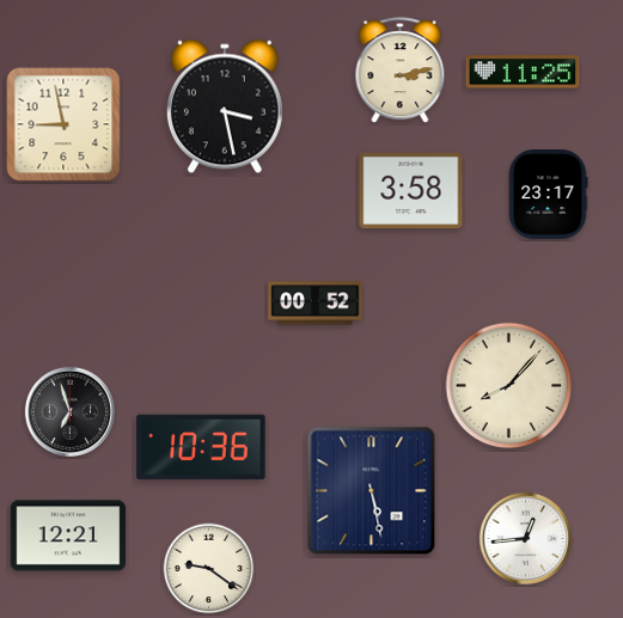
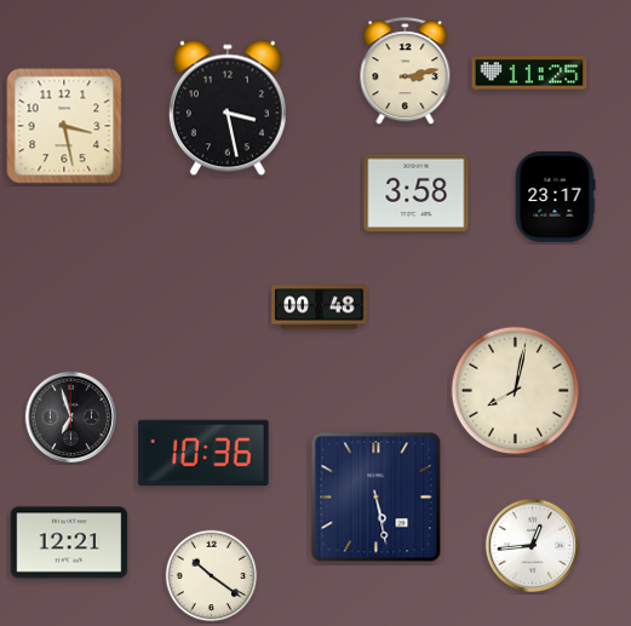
clock at (63, 124): 8:58 -> 3:28
clock at (316, 304): 00:52 -> 00:48
clock at (509, 386): 8:07 -> 8:02
clock at (209, 569): 9:21 -> 10:21
